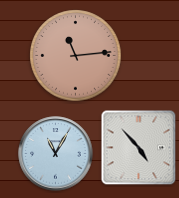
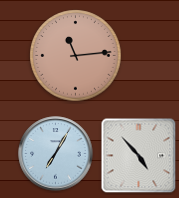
clock at (139, 148) position: (139, 148) -> (139, 156)
clock at (56, 154): 11:05 -> 7:05
